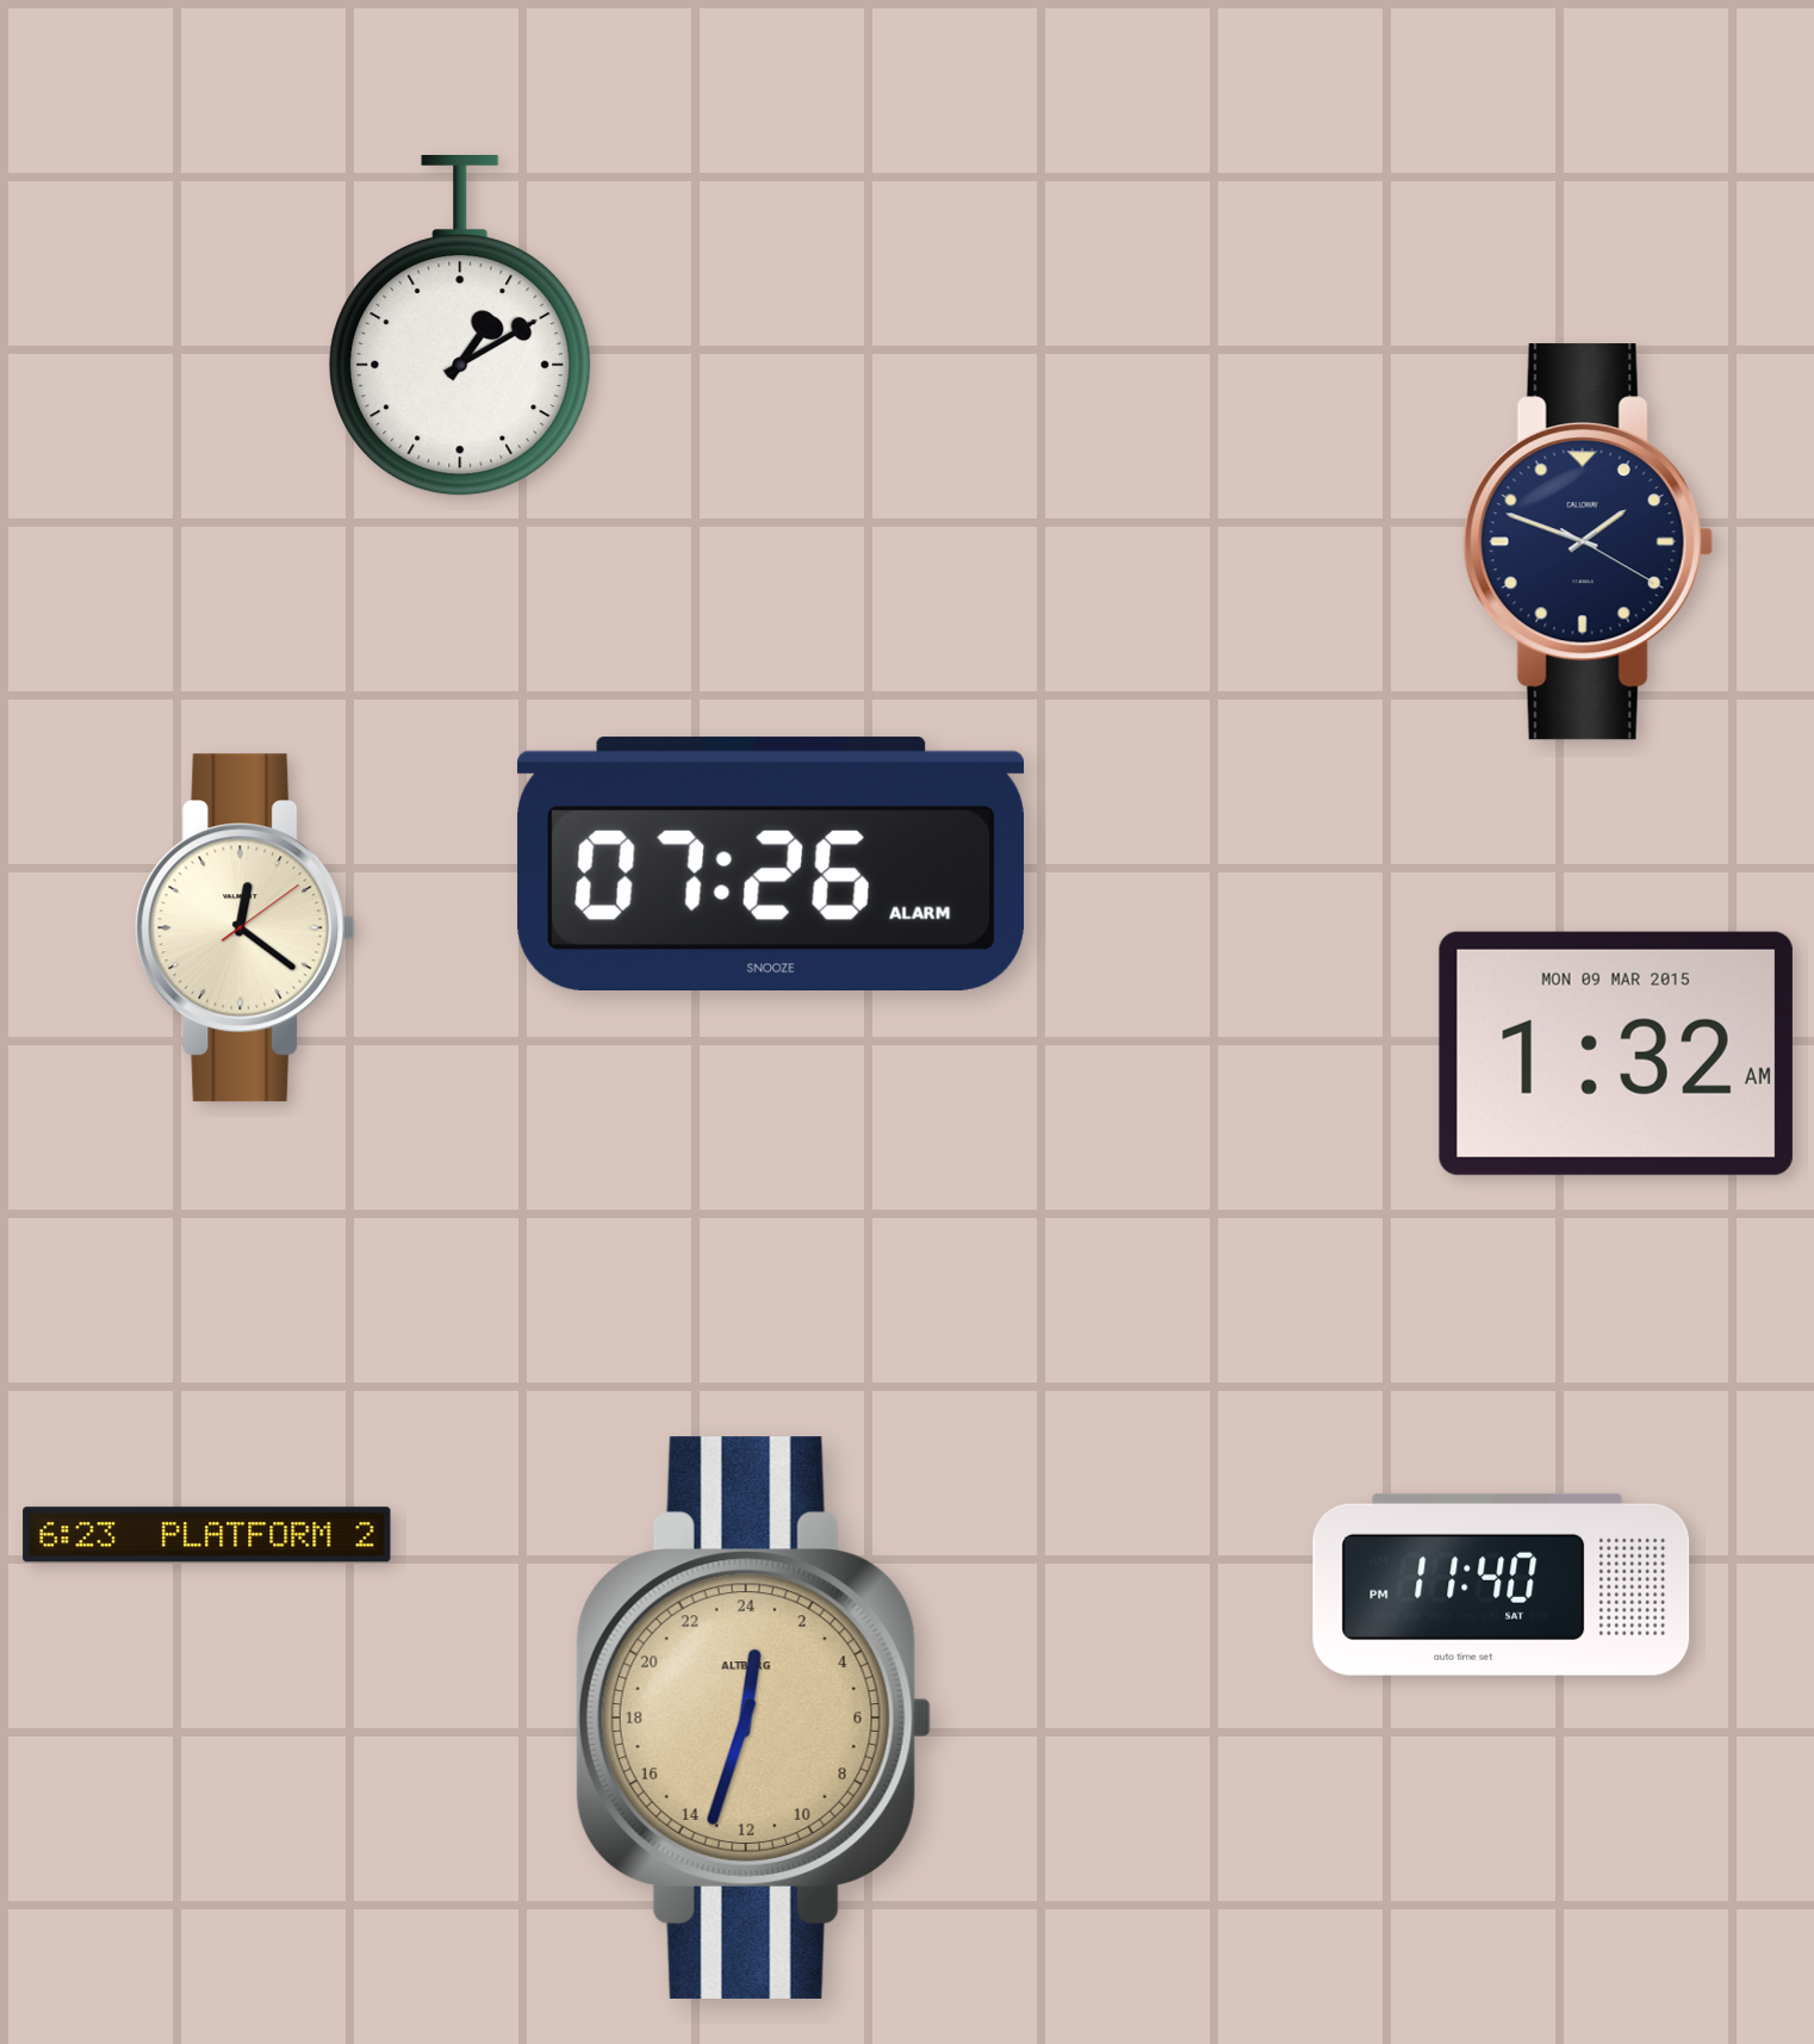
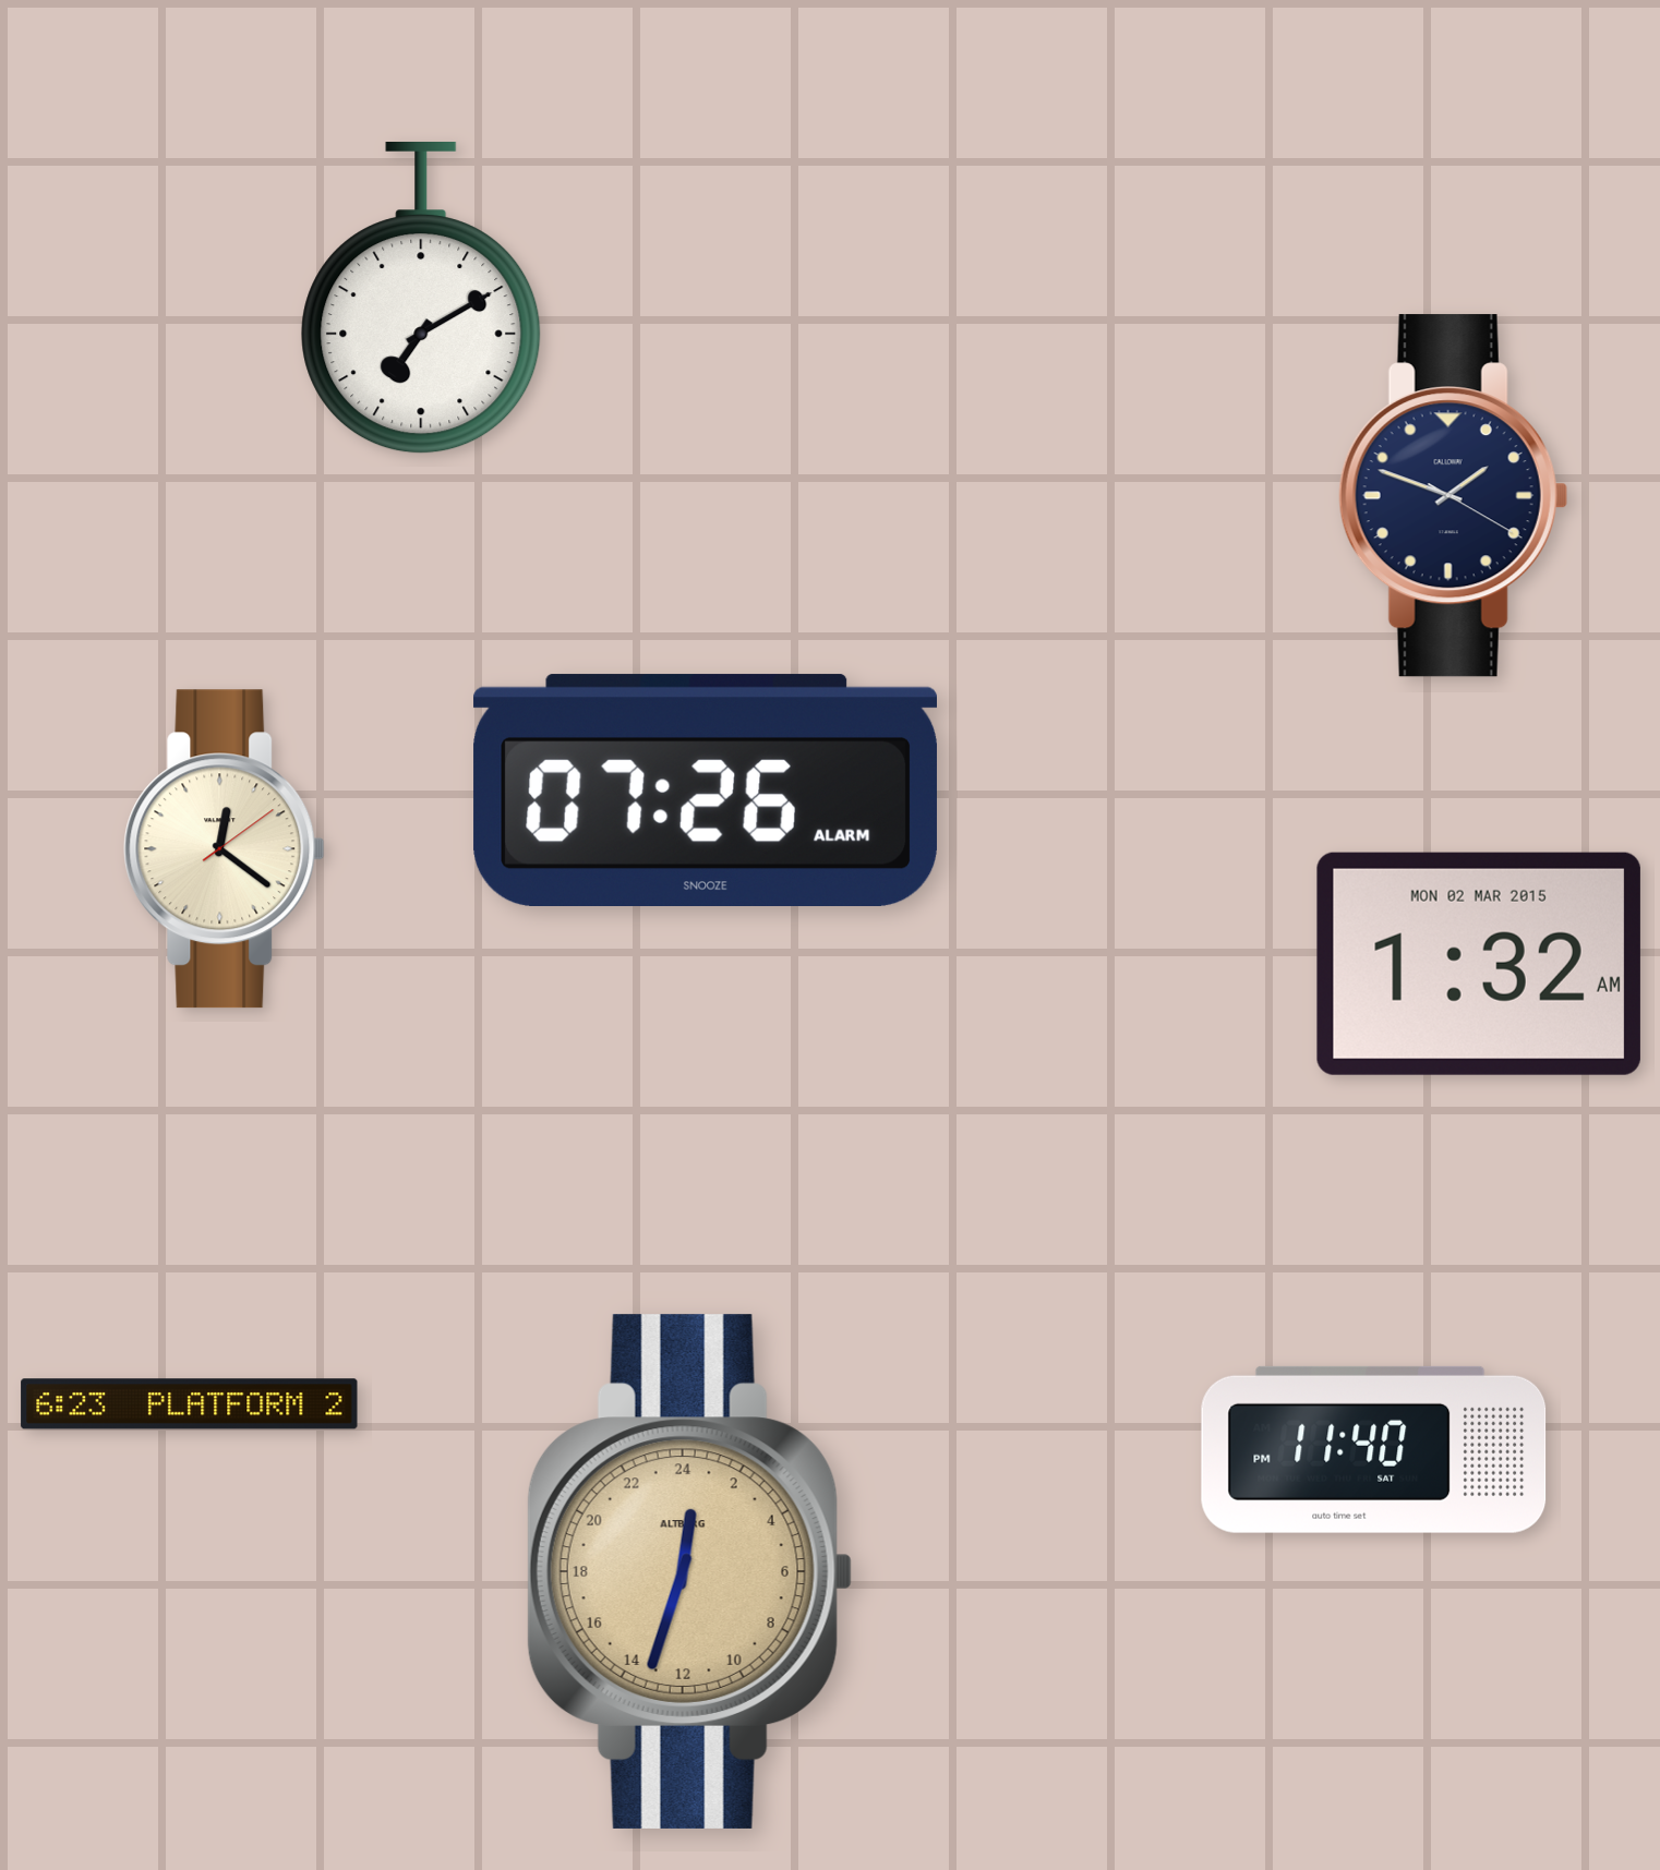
clock at (460, 327): 1:10 -> 7:10
clock at (1616, 1054) date: MON 09 MAR 2015 -> MON 02 MAR 2015
